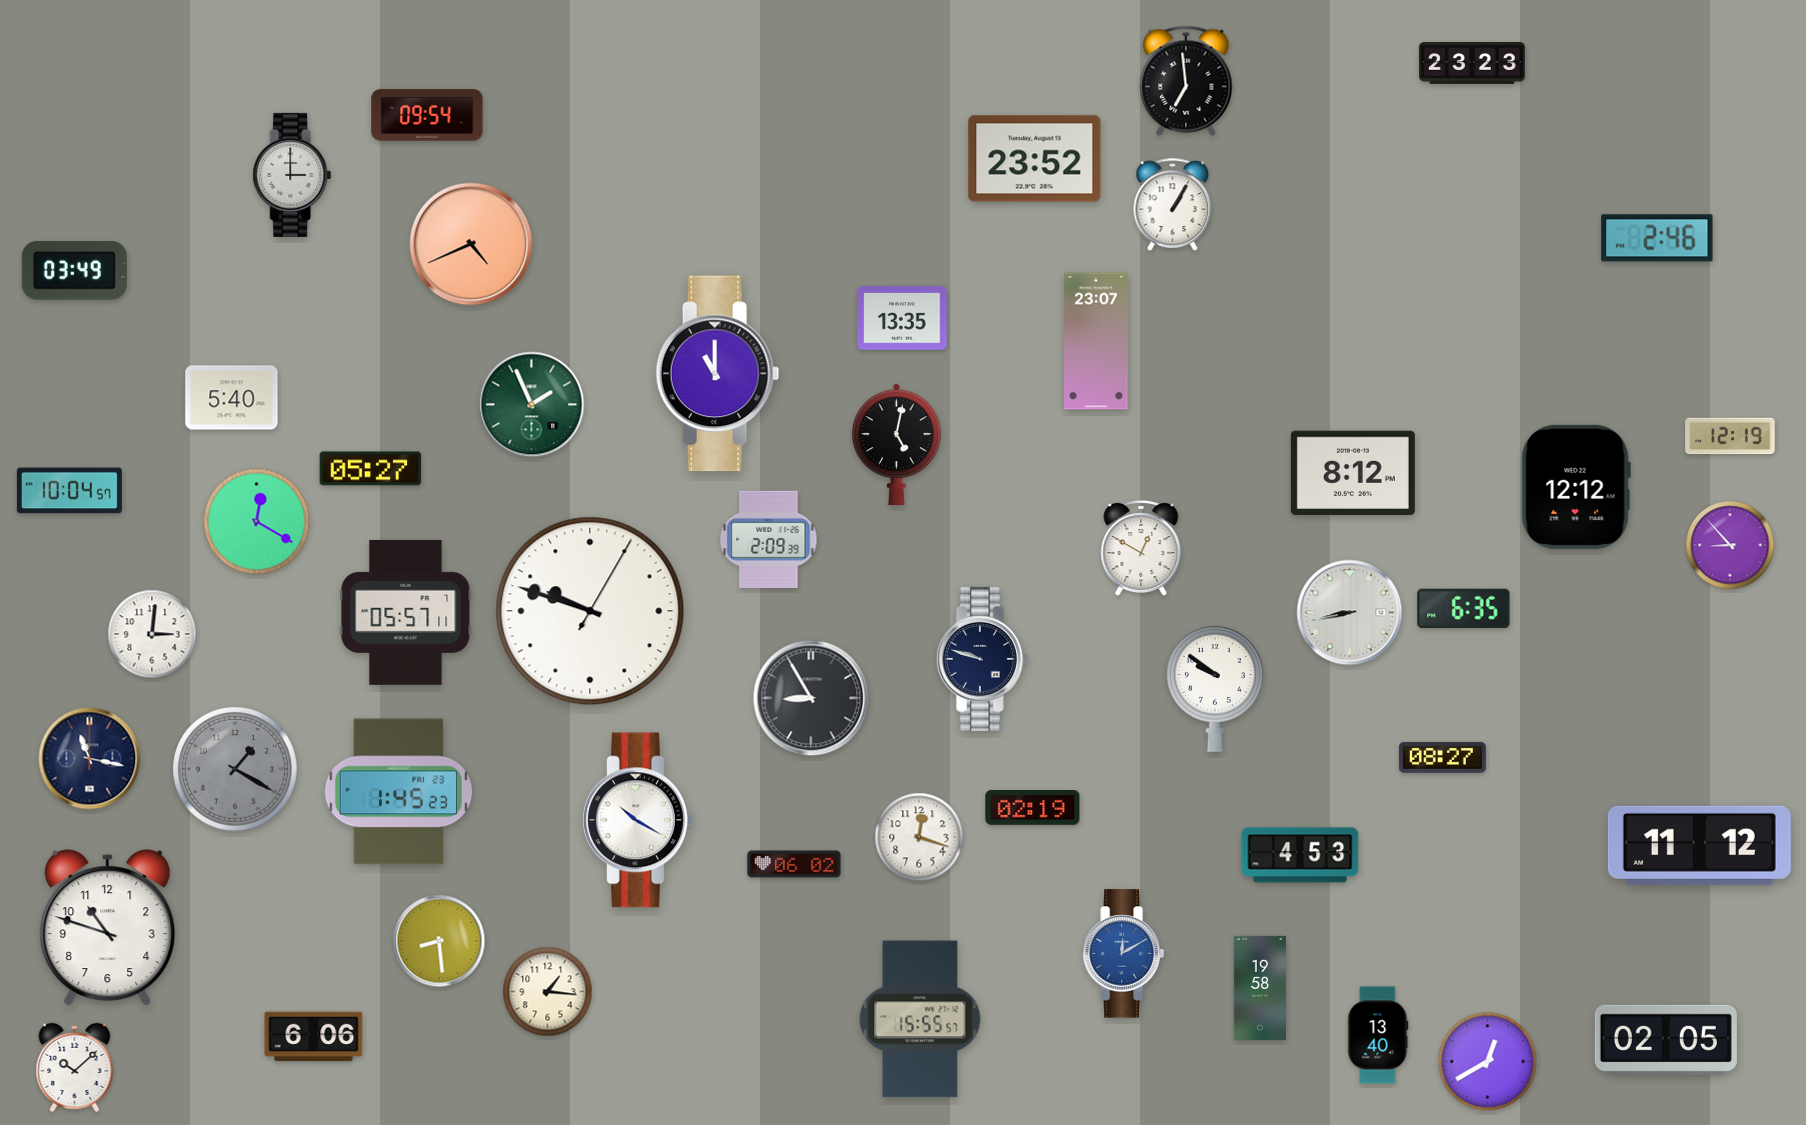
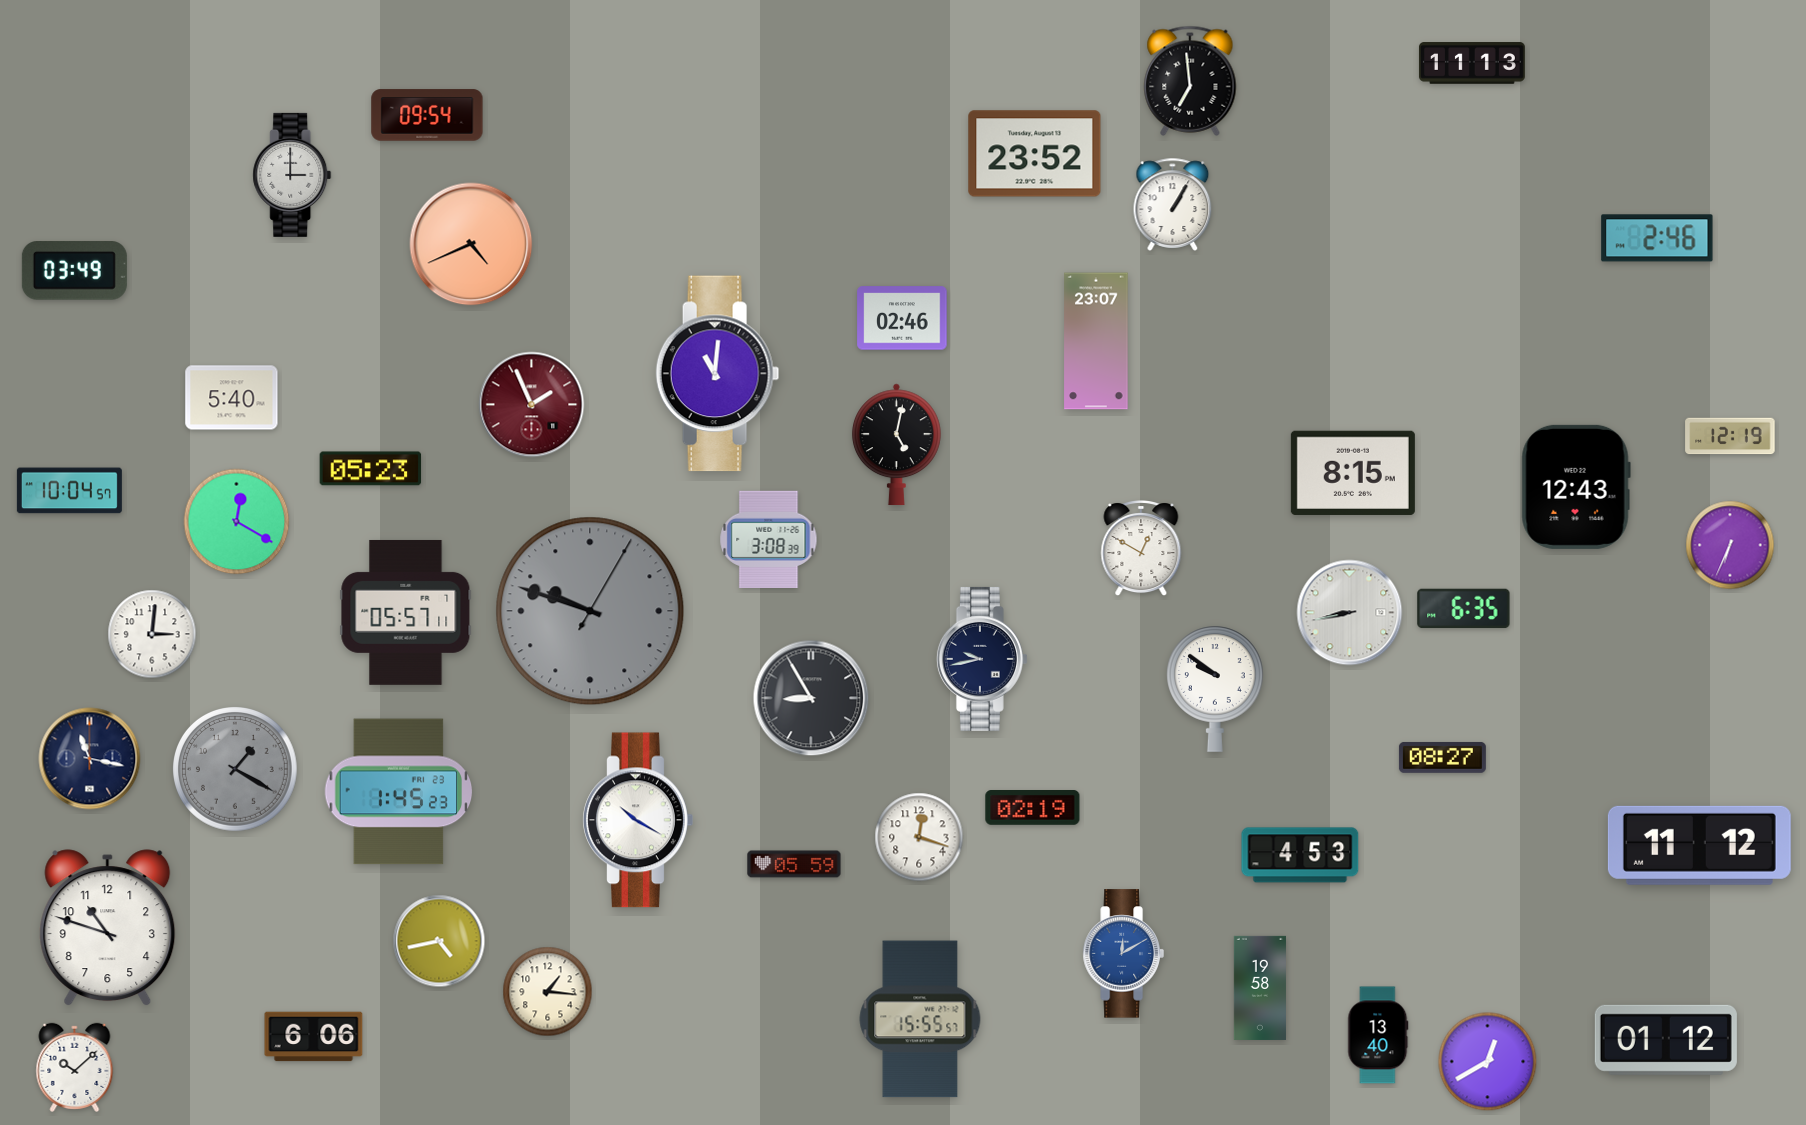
clock at (1472, 63): 23:23 -> 11:13
clock at (1186, 81) position: (1186, 81) -> (1190, 81)
clock at (1035, 159) position: (1035, 159) -> (1035, 154)
clock at (902, 318): 13:35 -> 02:46
clock at (718, 374): 11:00 -> 11:01
clock at (532, 405) dial: green -> burgundy
clock at (371, 469): 05:27 -> 05:23
clock at (1353, 472): 8:12 -> 8:15
clock at (1576, 487): 12:12 -> 12:43
clock at (257, 522) position: (257, 522) -> (237, 522)
clock at (769, 539): 2:09 -> 3:08
clock at (1730, 545): 8:53 -> 6:34
clock at (590, 611) dial: white -> grey
clock at (982, 659): 9:48 -> 9:43
clock at (794, 864): 06:02 -> 05:59
clock at (439, 941): 8:29 -> 4:43
clock at (1666, 1040): 02:05 -> 01:12
